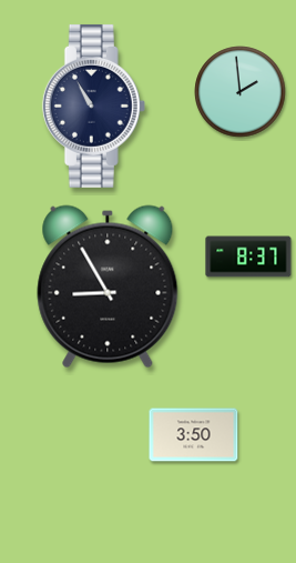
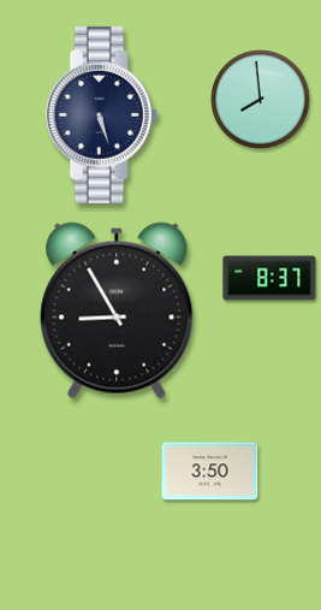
clock at (241, 92): 1:59 -> 7:59
clock at (93, 105): 10:55 -> 5:27
